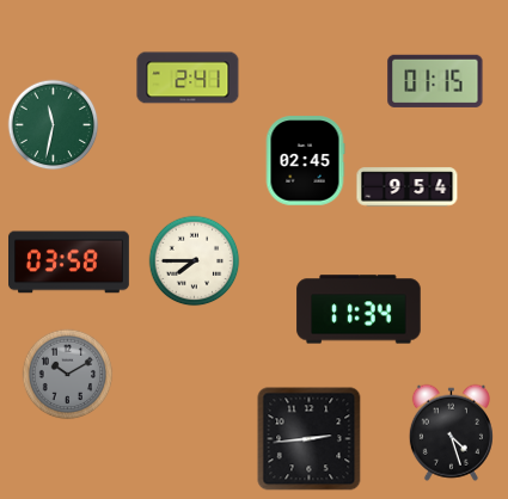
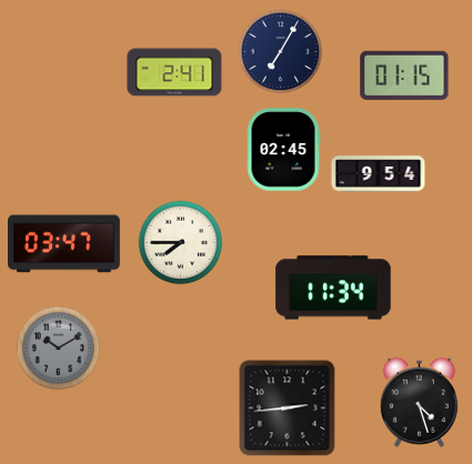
clock at (281, 52): none -> 7:05
clock at (54, 125): 11:32 -> none
clock at (69, 263): 03:58 -> 03:47
clock at (68, 375) position: (68, 375) -> (59, 349)
